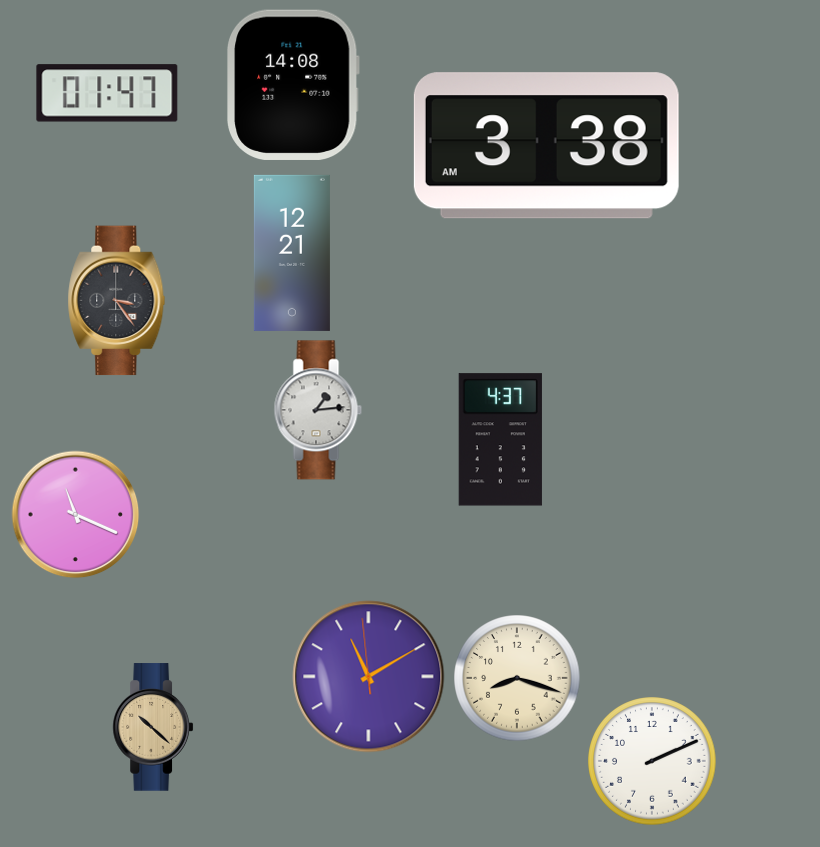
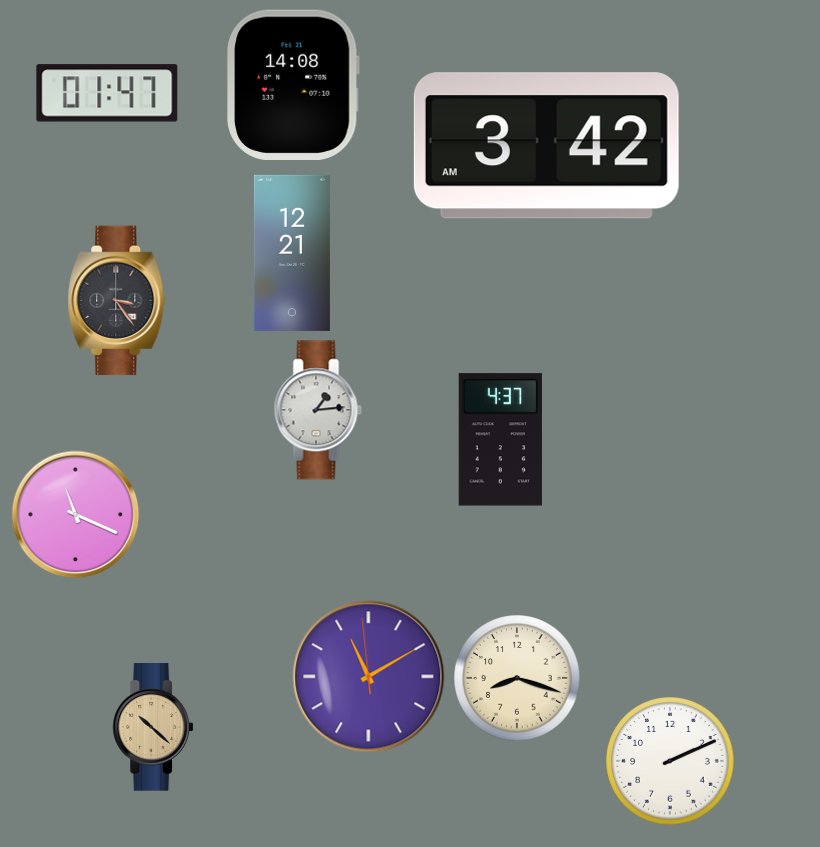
clock at (546, 146): 3:38 -> 3:42
clock at (652, 761) position: (652, 761) -> (670, 761)
